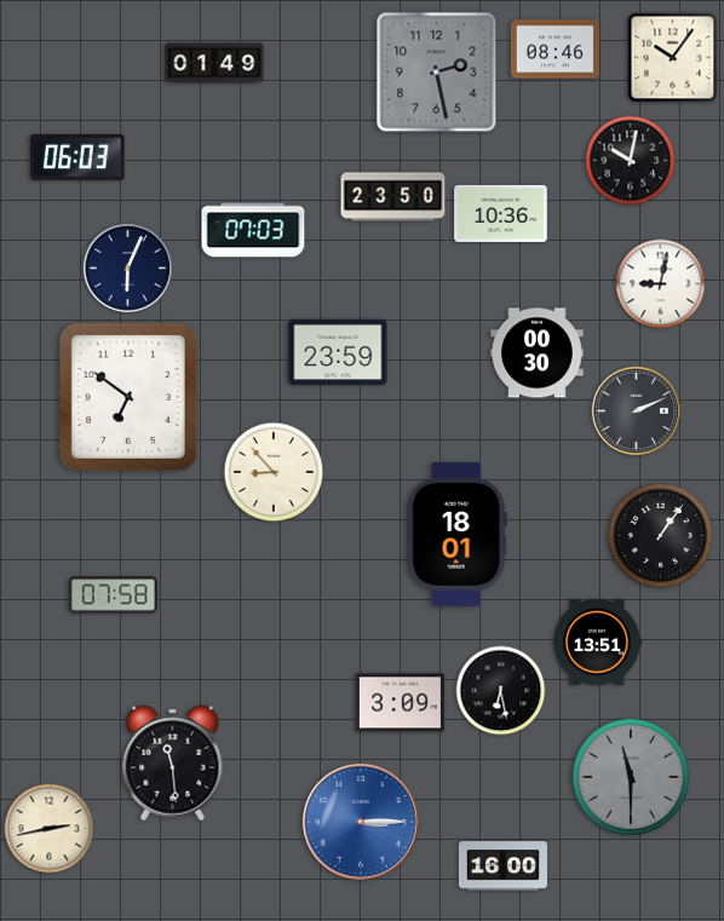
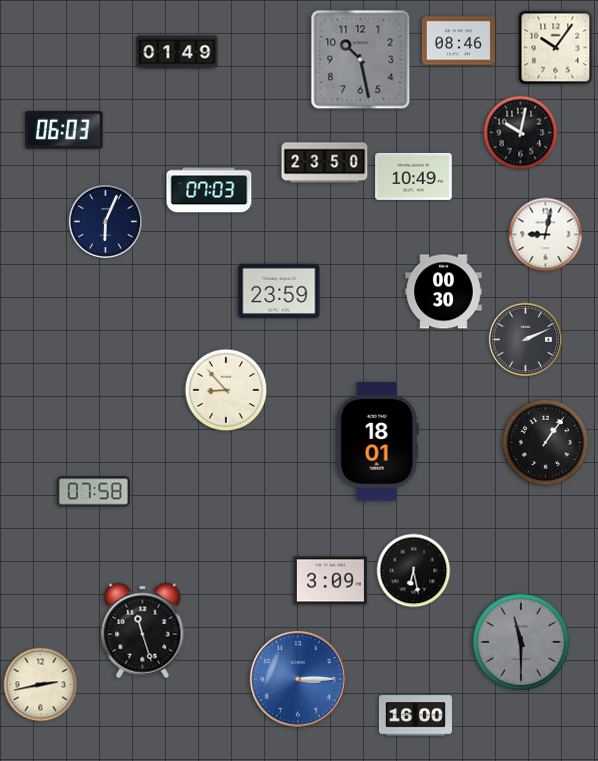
clock at (437, 73): 2:28 -> 10:28
clock at (501, 213): 10:36 -> 10:49
clock at (128, 397): 6:51 -> none
clock at (598, 641): 13:51 -> none
clock at (173, 764): 11:29 -> 11:27
